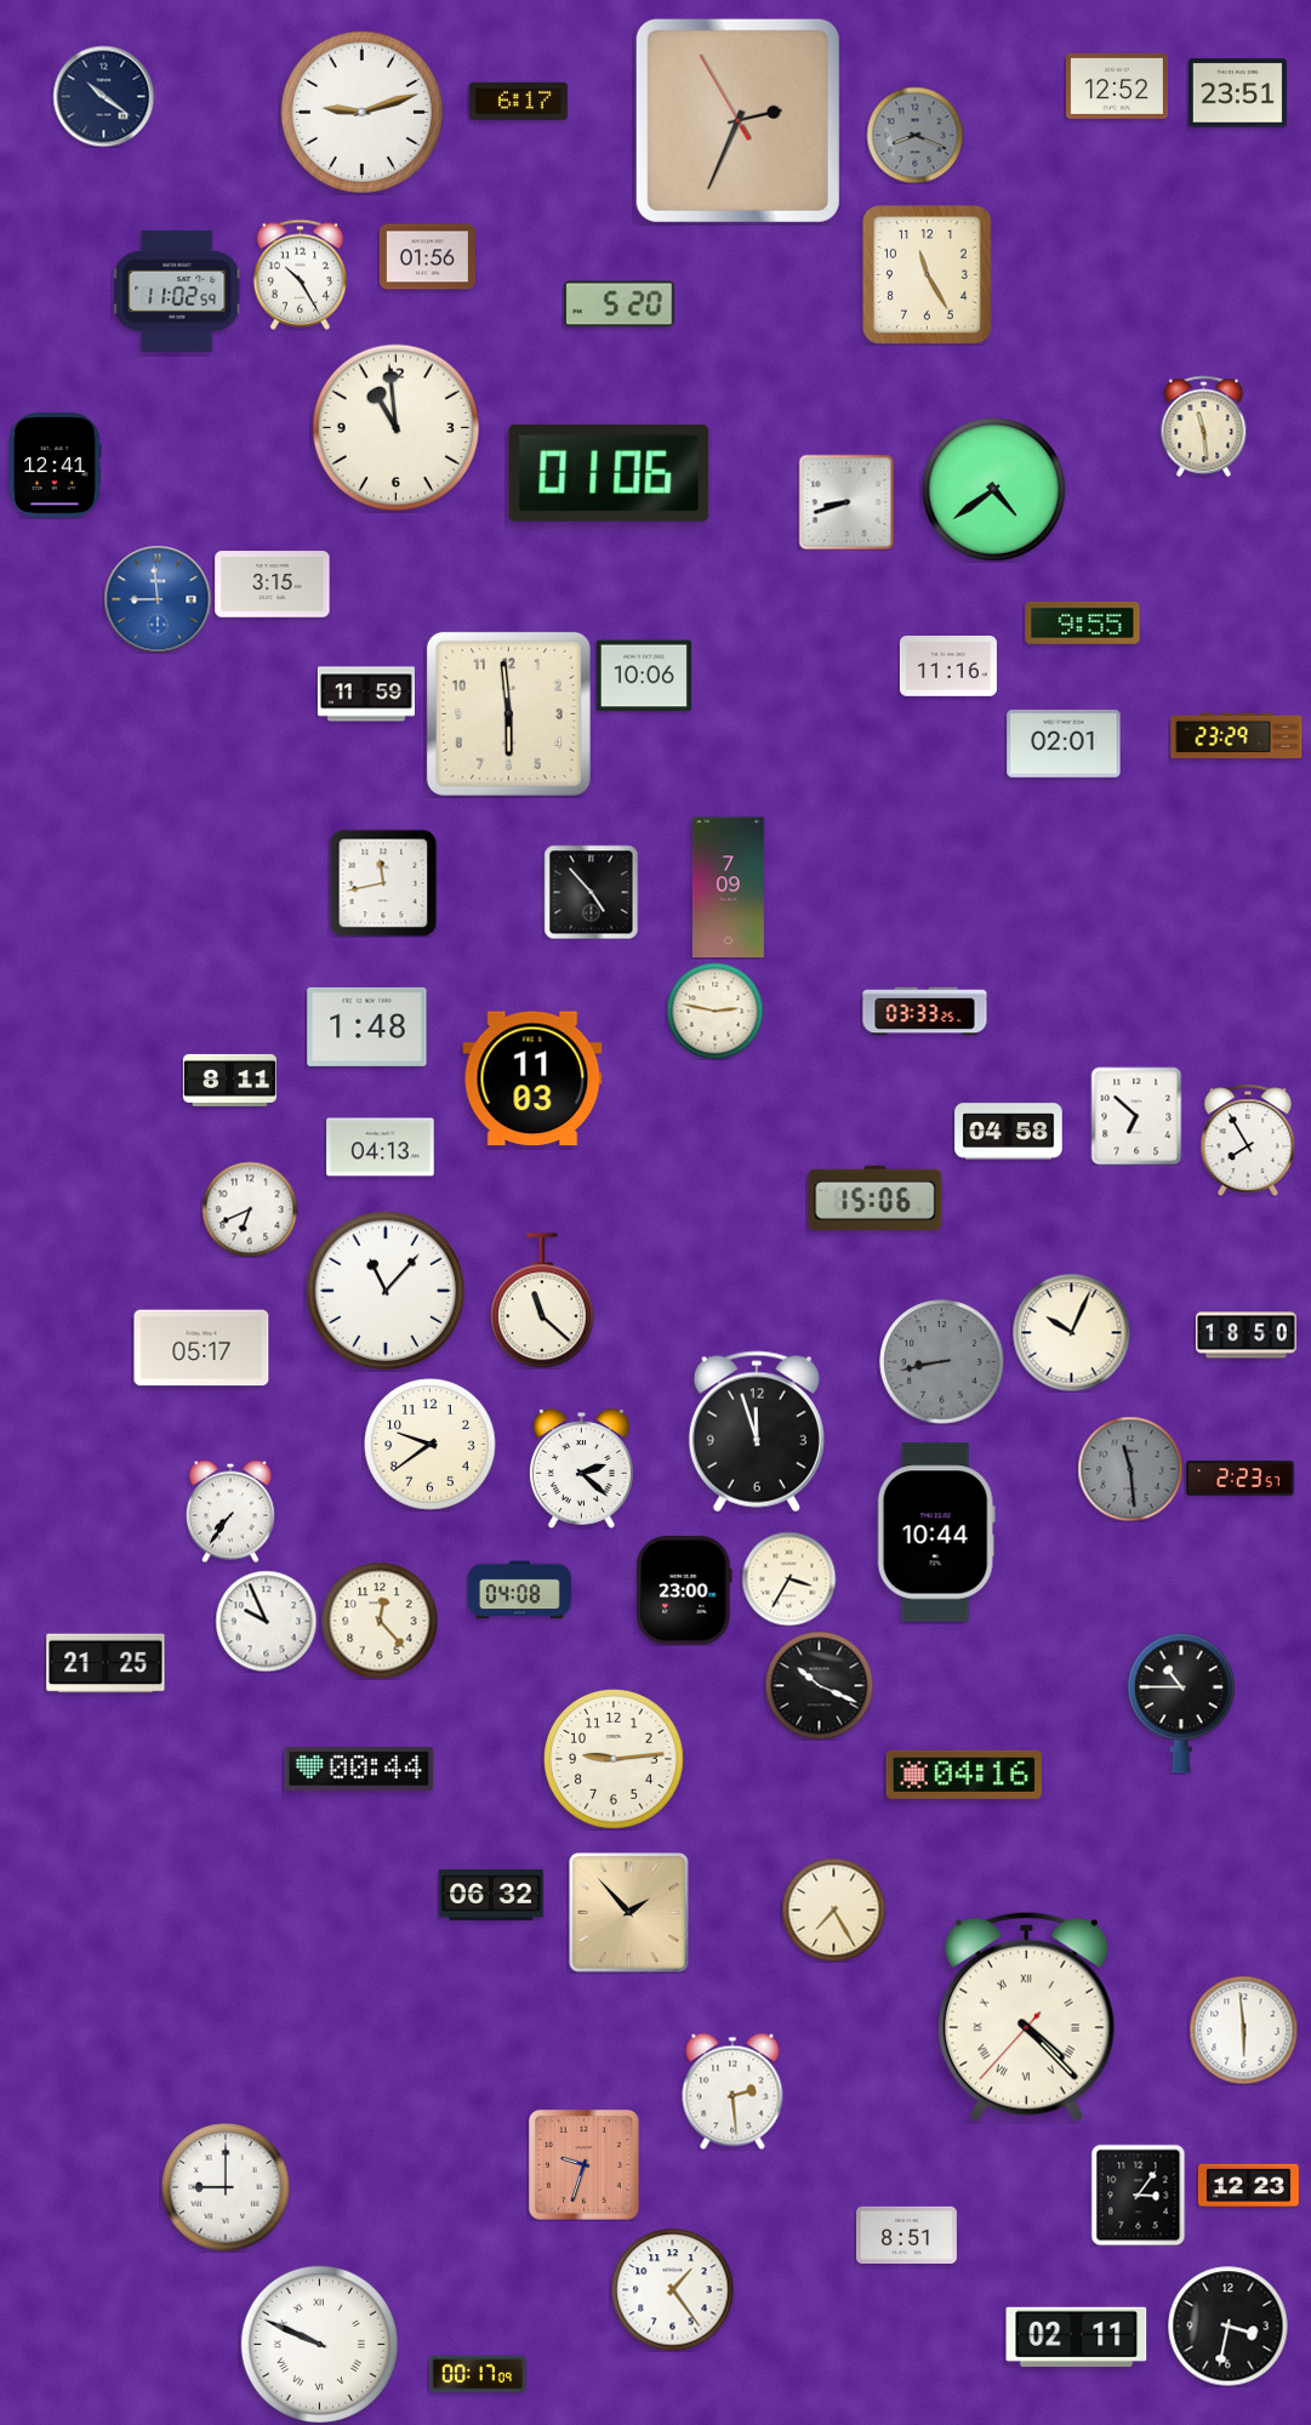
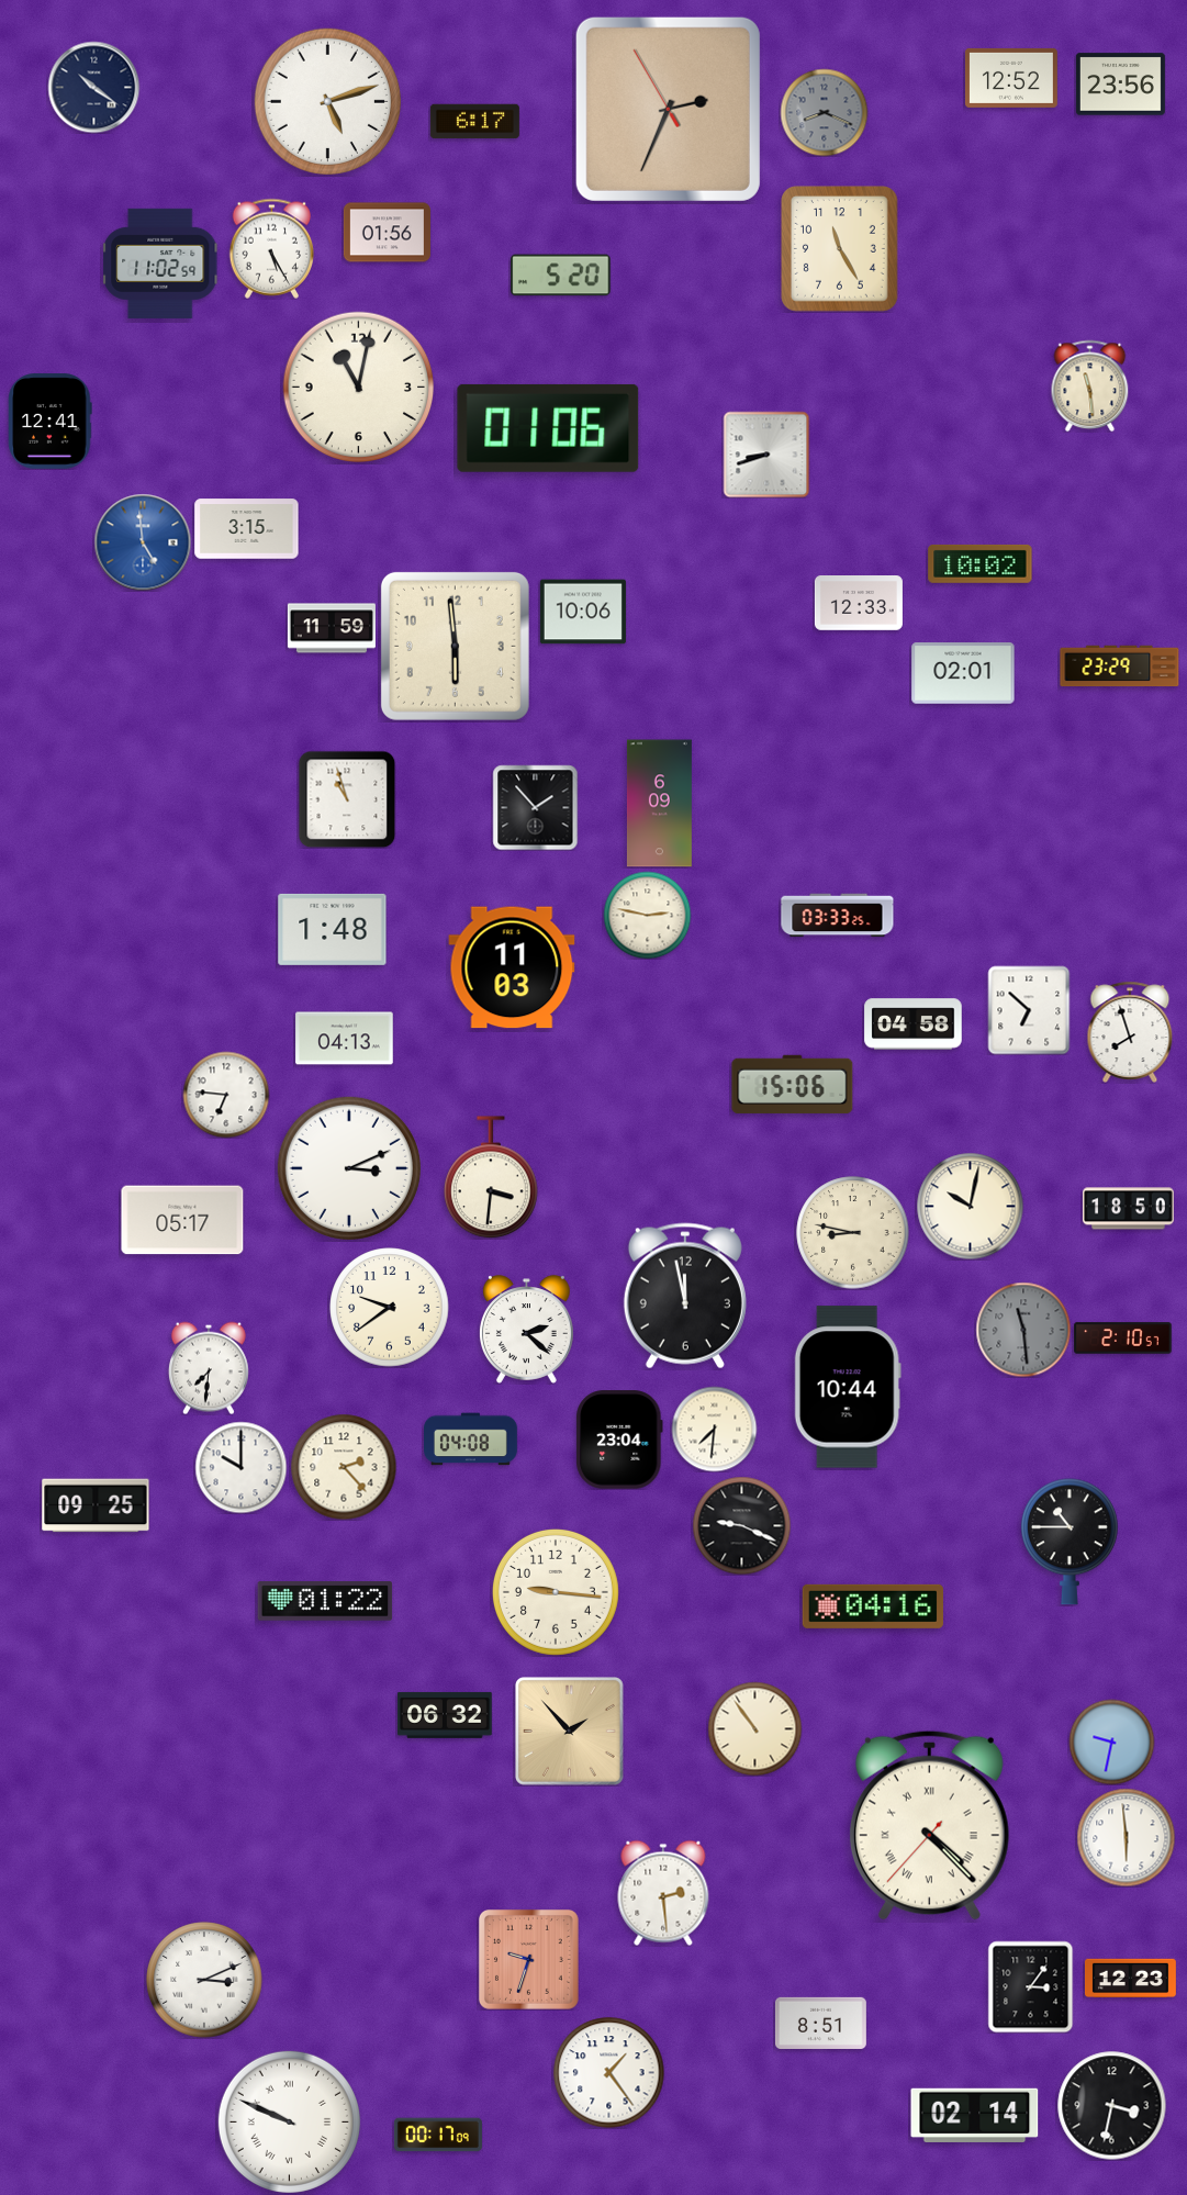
clock at (1237, 93): 23:51 -> 23:56
clock at (518, 102) position: (518, 102) -> (474, 122)
clock at (361, 112): 9:12 -> 5:12
clock at (914, 135) position: (914, 135) -> (824, 112)
clock at (301, 274): 10:25 -> 5:25
clock at (397, 428): 10:59 -> 11:02
clock at (609, 473) position: (609, 473) -> (548, 428)
clock at (993, 489): 4:39 -> none
clock at (158, 599): 8:59 -> 4:59
clock at (1083, 622): 9:55 -> 10:02
clock at (948, 667): 11:16 -> 12:33
clock at (508, 713) position: (508, 713) -> (455, 646)
clock at (383, 883): 11:43 -> 10:57
clock at (728, 888): 7:09 -> 6:09
clock at (591, 892): 4:53 -> 1:53
clock at (532, 1078) position: (532, 1078) -> (512, 967)
clock at (229, 1080): 8:11 -> none
clock at (1248, 1140): 7:55 -> 7:57
clock at (250, 1209): 6:41 -> 6:46
clock at (386, 1291): 11:07 -> 3:11
clock at (542, 1300): 11:22 -> 3:31
clock at (1071, 1332): 10:04 -> 10:02
clock at (942, 1362): 8:43 -> 8:47
clock at (942, 1362) dial: grey -> cream
clock at (757, 1431): 11:57 -> 11:58
clock at (1241, 1479): 2:23 -> 2:10
clock at (230, 1512): 7:36 -> 7:31
clock at (788, 1578): 3:35 -> 7:31
clock at (684, 1590): 23:00 -> 23:04
clock at (266, 1621): 9:56 -> 10:00
clock at (380, 1621): 12:23 -> 2:23
clock at (106, 1663): 21:25 -> 09:25
clock at (819, 1685): 10:19 -> 9:19
clock at (614, 1759): 9:14 -> 9:16
clock at (359, 1769): 00:44 -> 01:22
clock at (833, 1909): 7:25 -> 10:54
clock at (1111, 1742): none -> 9:32
clock at (226, 2187): 9:00 -> 3:11
clock at (1077, 2336): 02:11 -> 02:14
clock at (478, 2374) position: (478, 2374) -> (438, 2135)
